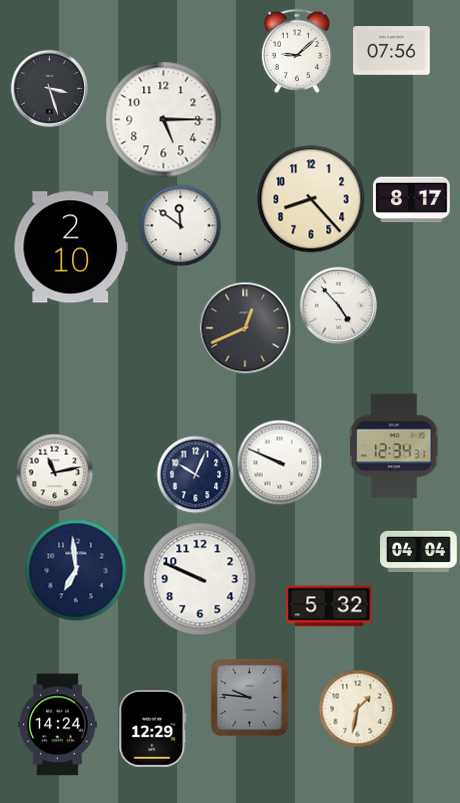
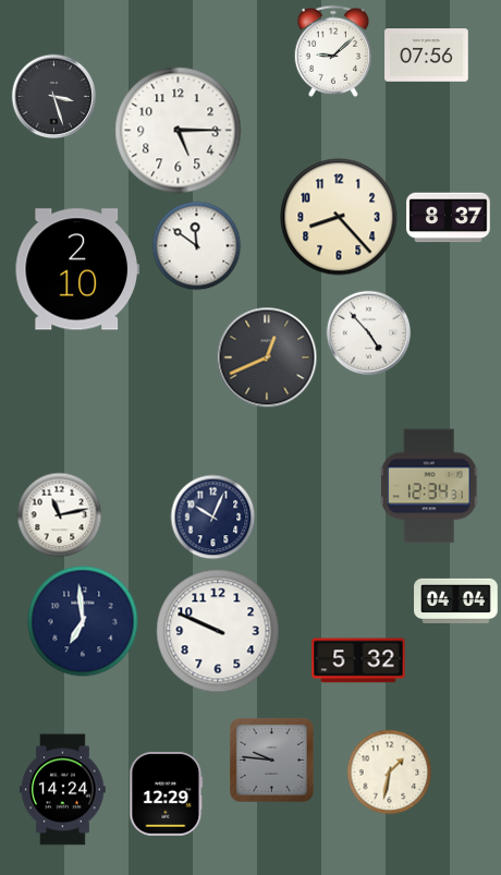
clock at (296, 51) position: (296, 51) -> (332, 51)
clock at (412, 200): 8:17 -> 8:37
clock at (279, 462): 9:49 -> none
